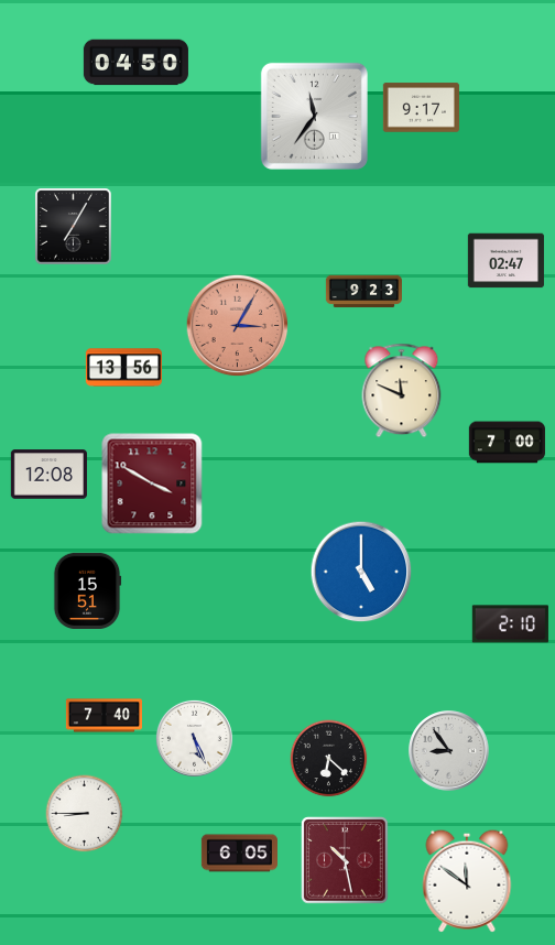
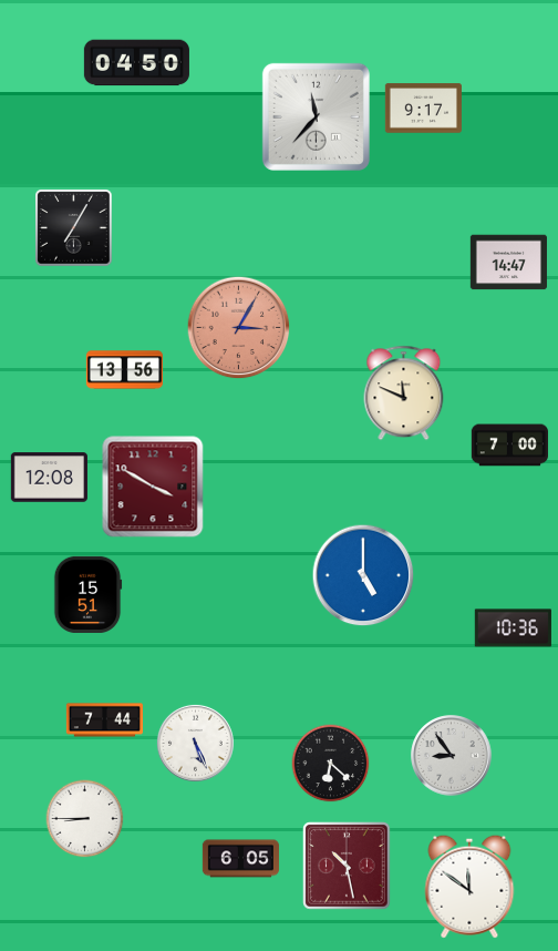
clock at (314, 116): 11:36 -> 11:37
clock at (505, 261): 02:47 -> 14:47
clock at (363, 292): 9:23 -> none
clock at (510, 624): 2:10 -> 10:36
clock at (104, 716): 7:40 -> 7:44
